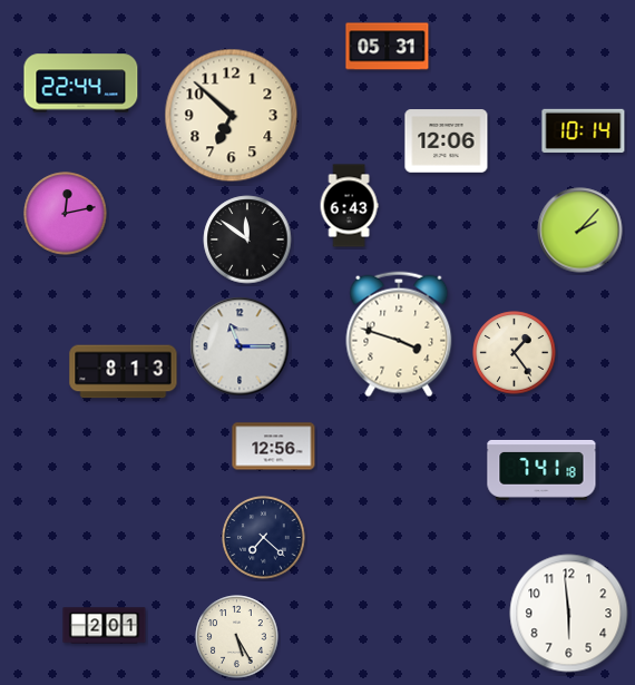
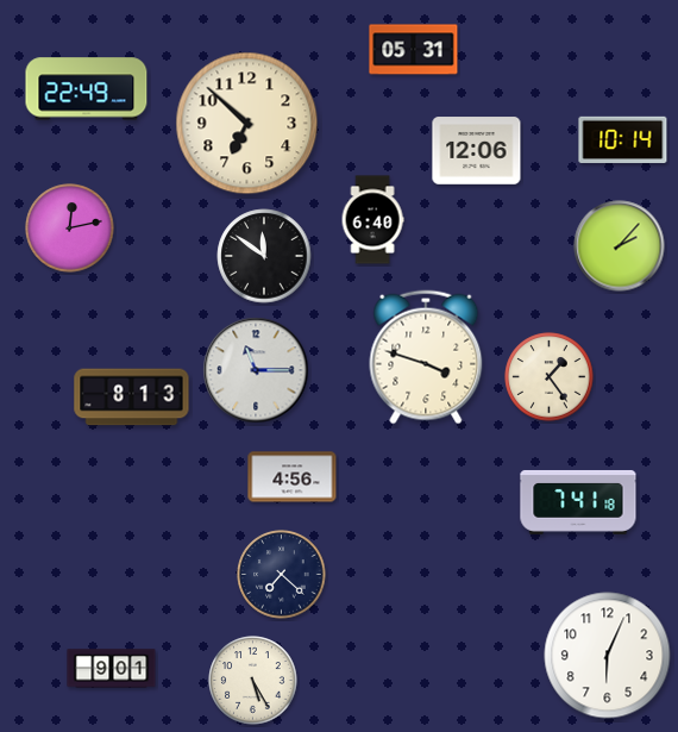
clock at (81, 84): 22:44 -> 22:49
clock at (349, 206): 6:43 -> 6:40
clock at (274, 447): 12:56 -> 4:56
clock at (569, 614): 5:59 -> 6:04
clock at (105, 626): 2:01 -> 9:01
